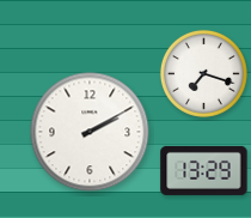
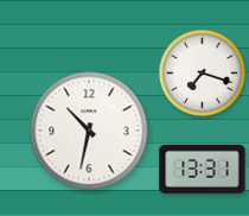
clock at (90, 132): 2:10 -> 10:32
clock at (204, 170): 13:29 -> 13:31
